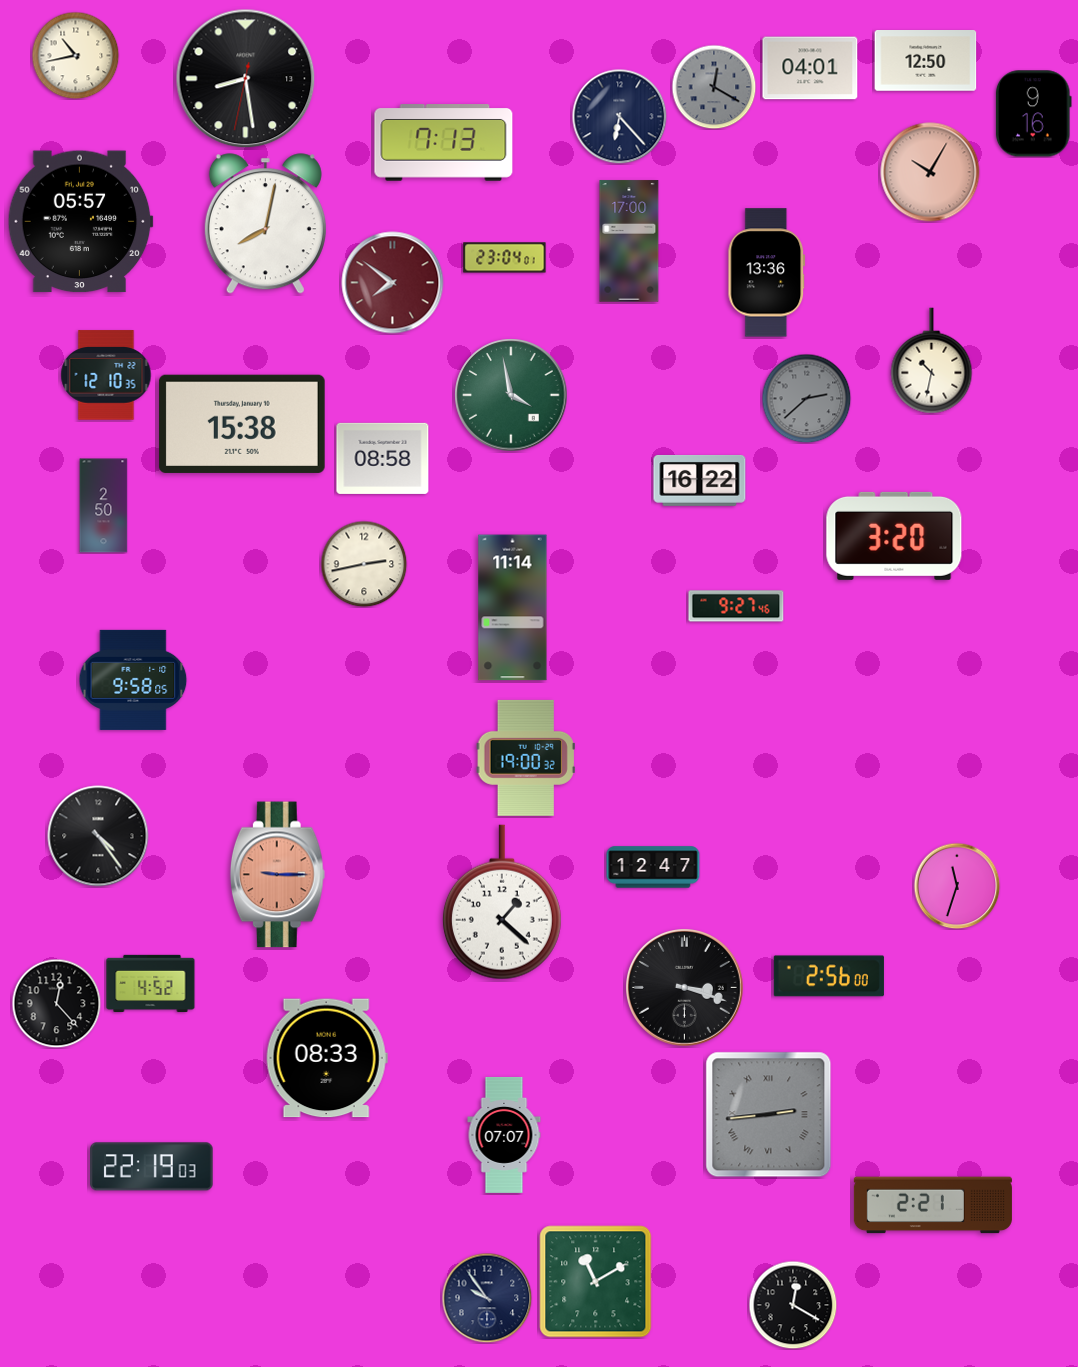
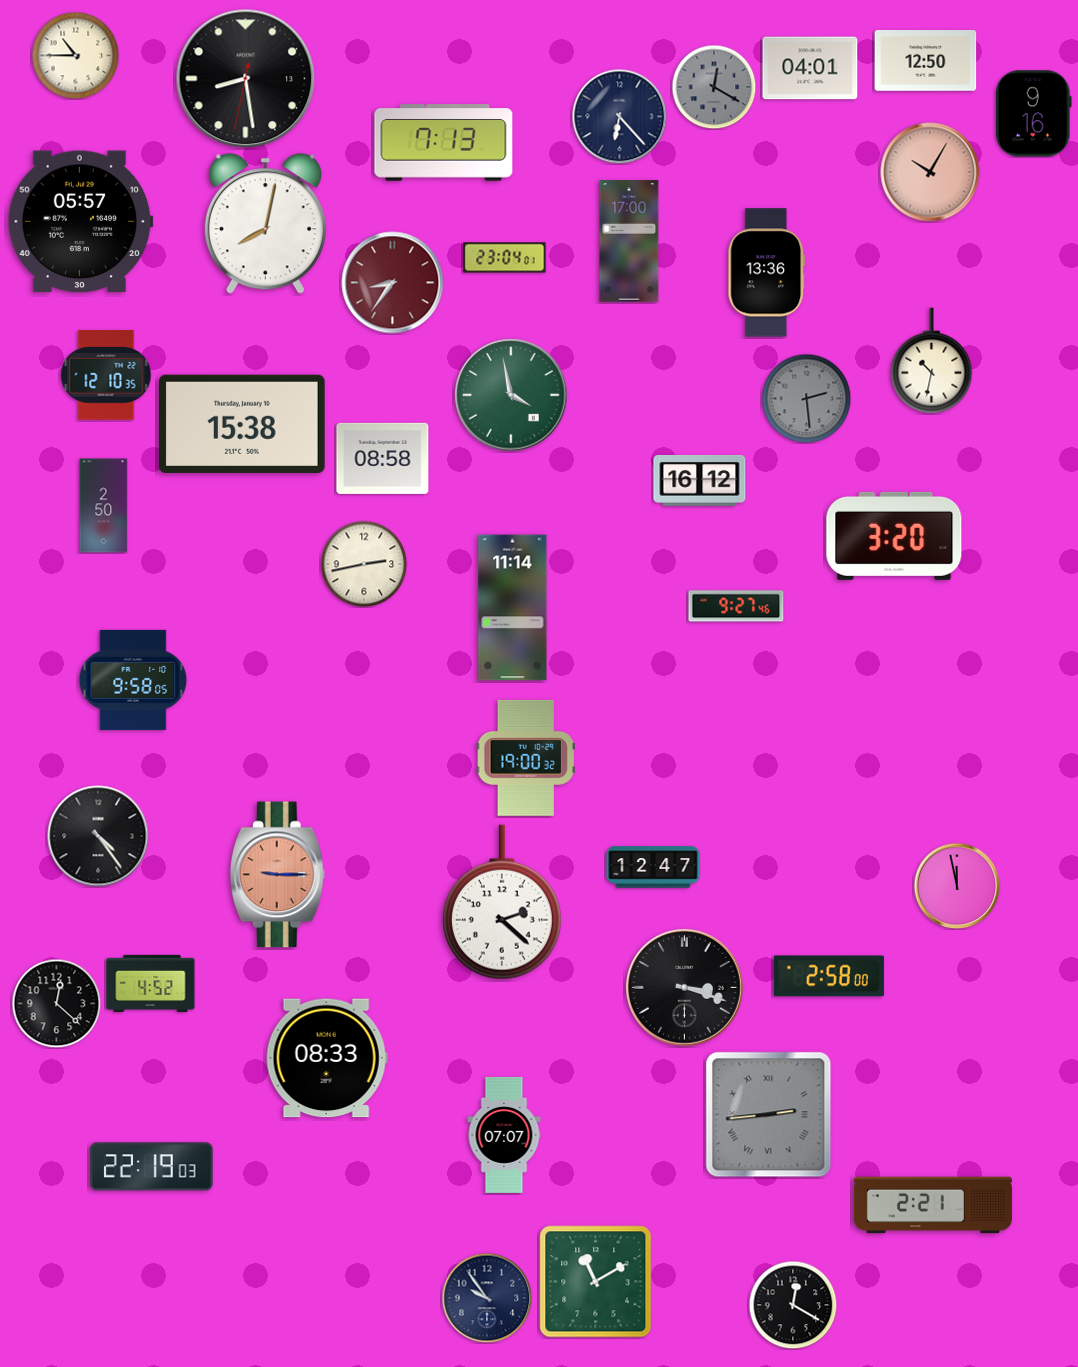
clock at (75, 55): 10:43 -> 10:45
clock at (393, 283): 7:51 -> 8:36
clock at (806, 398): 2:38 -> 2:29
clock at (700, 480): 16:22 -> 16:12
clock at (957, 886): 11:33 -> 11:58
clock at (502, 902): 1:22 -> 2:22
clock at (829, 976): 2:56 -> 2:58
clock at (56, 1003): 12:23 -> 12:22
